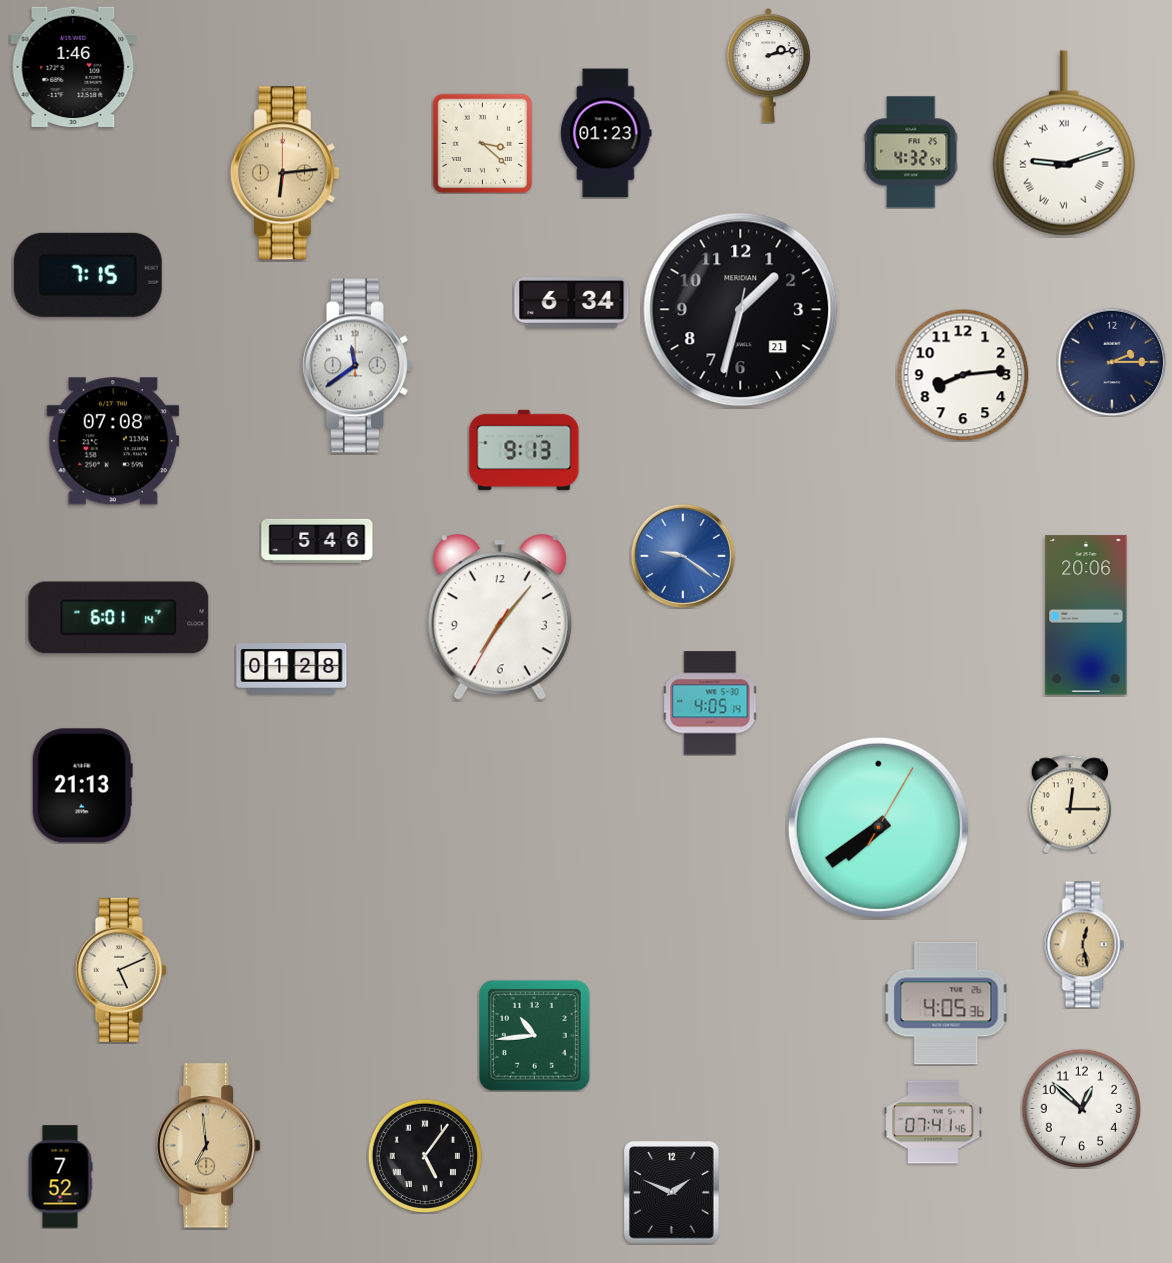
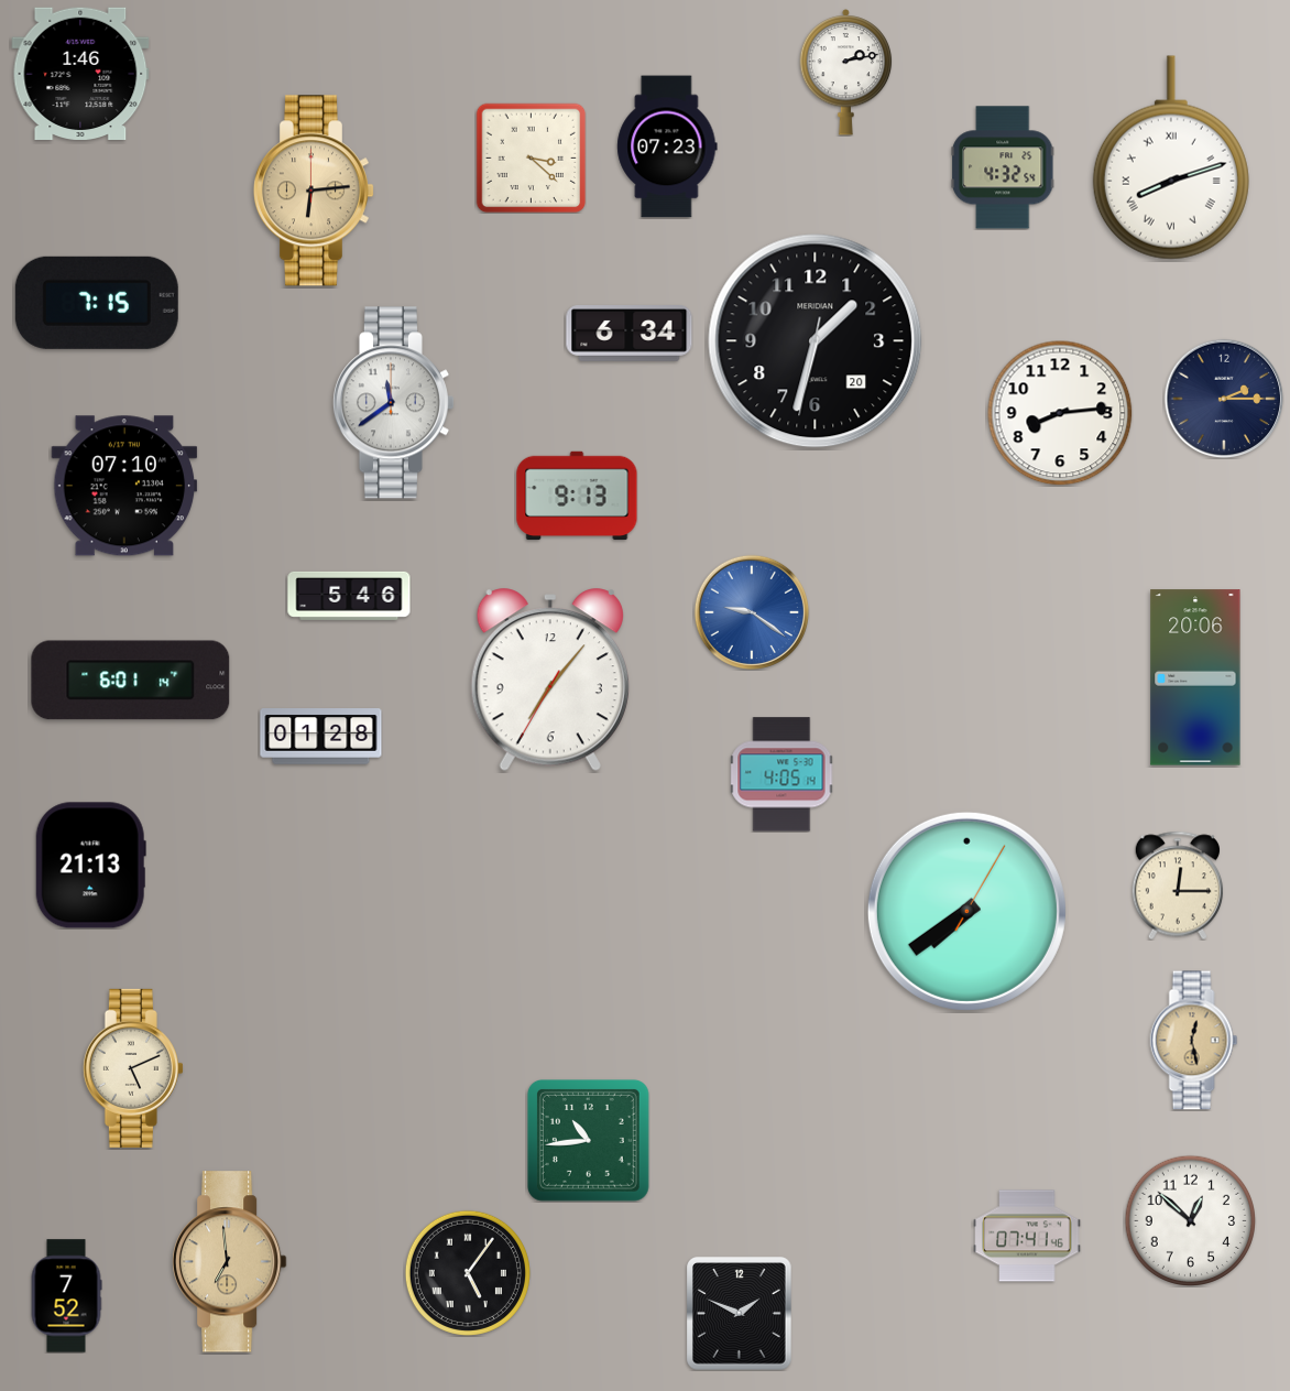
clock at (606, 133): 01:23 -> 07:23
clock at (1064, 143): 9:12 -> 8:12
clock at (741, 310) date: 21 -> 20
clock at (113, 441): 07:08 -> 07:10
clock at (946, 1003): 4:05 -> none
